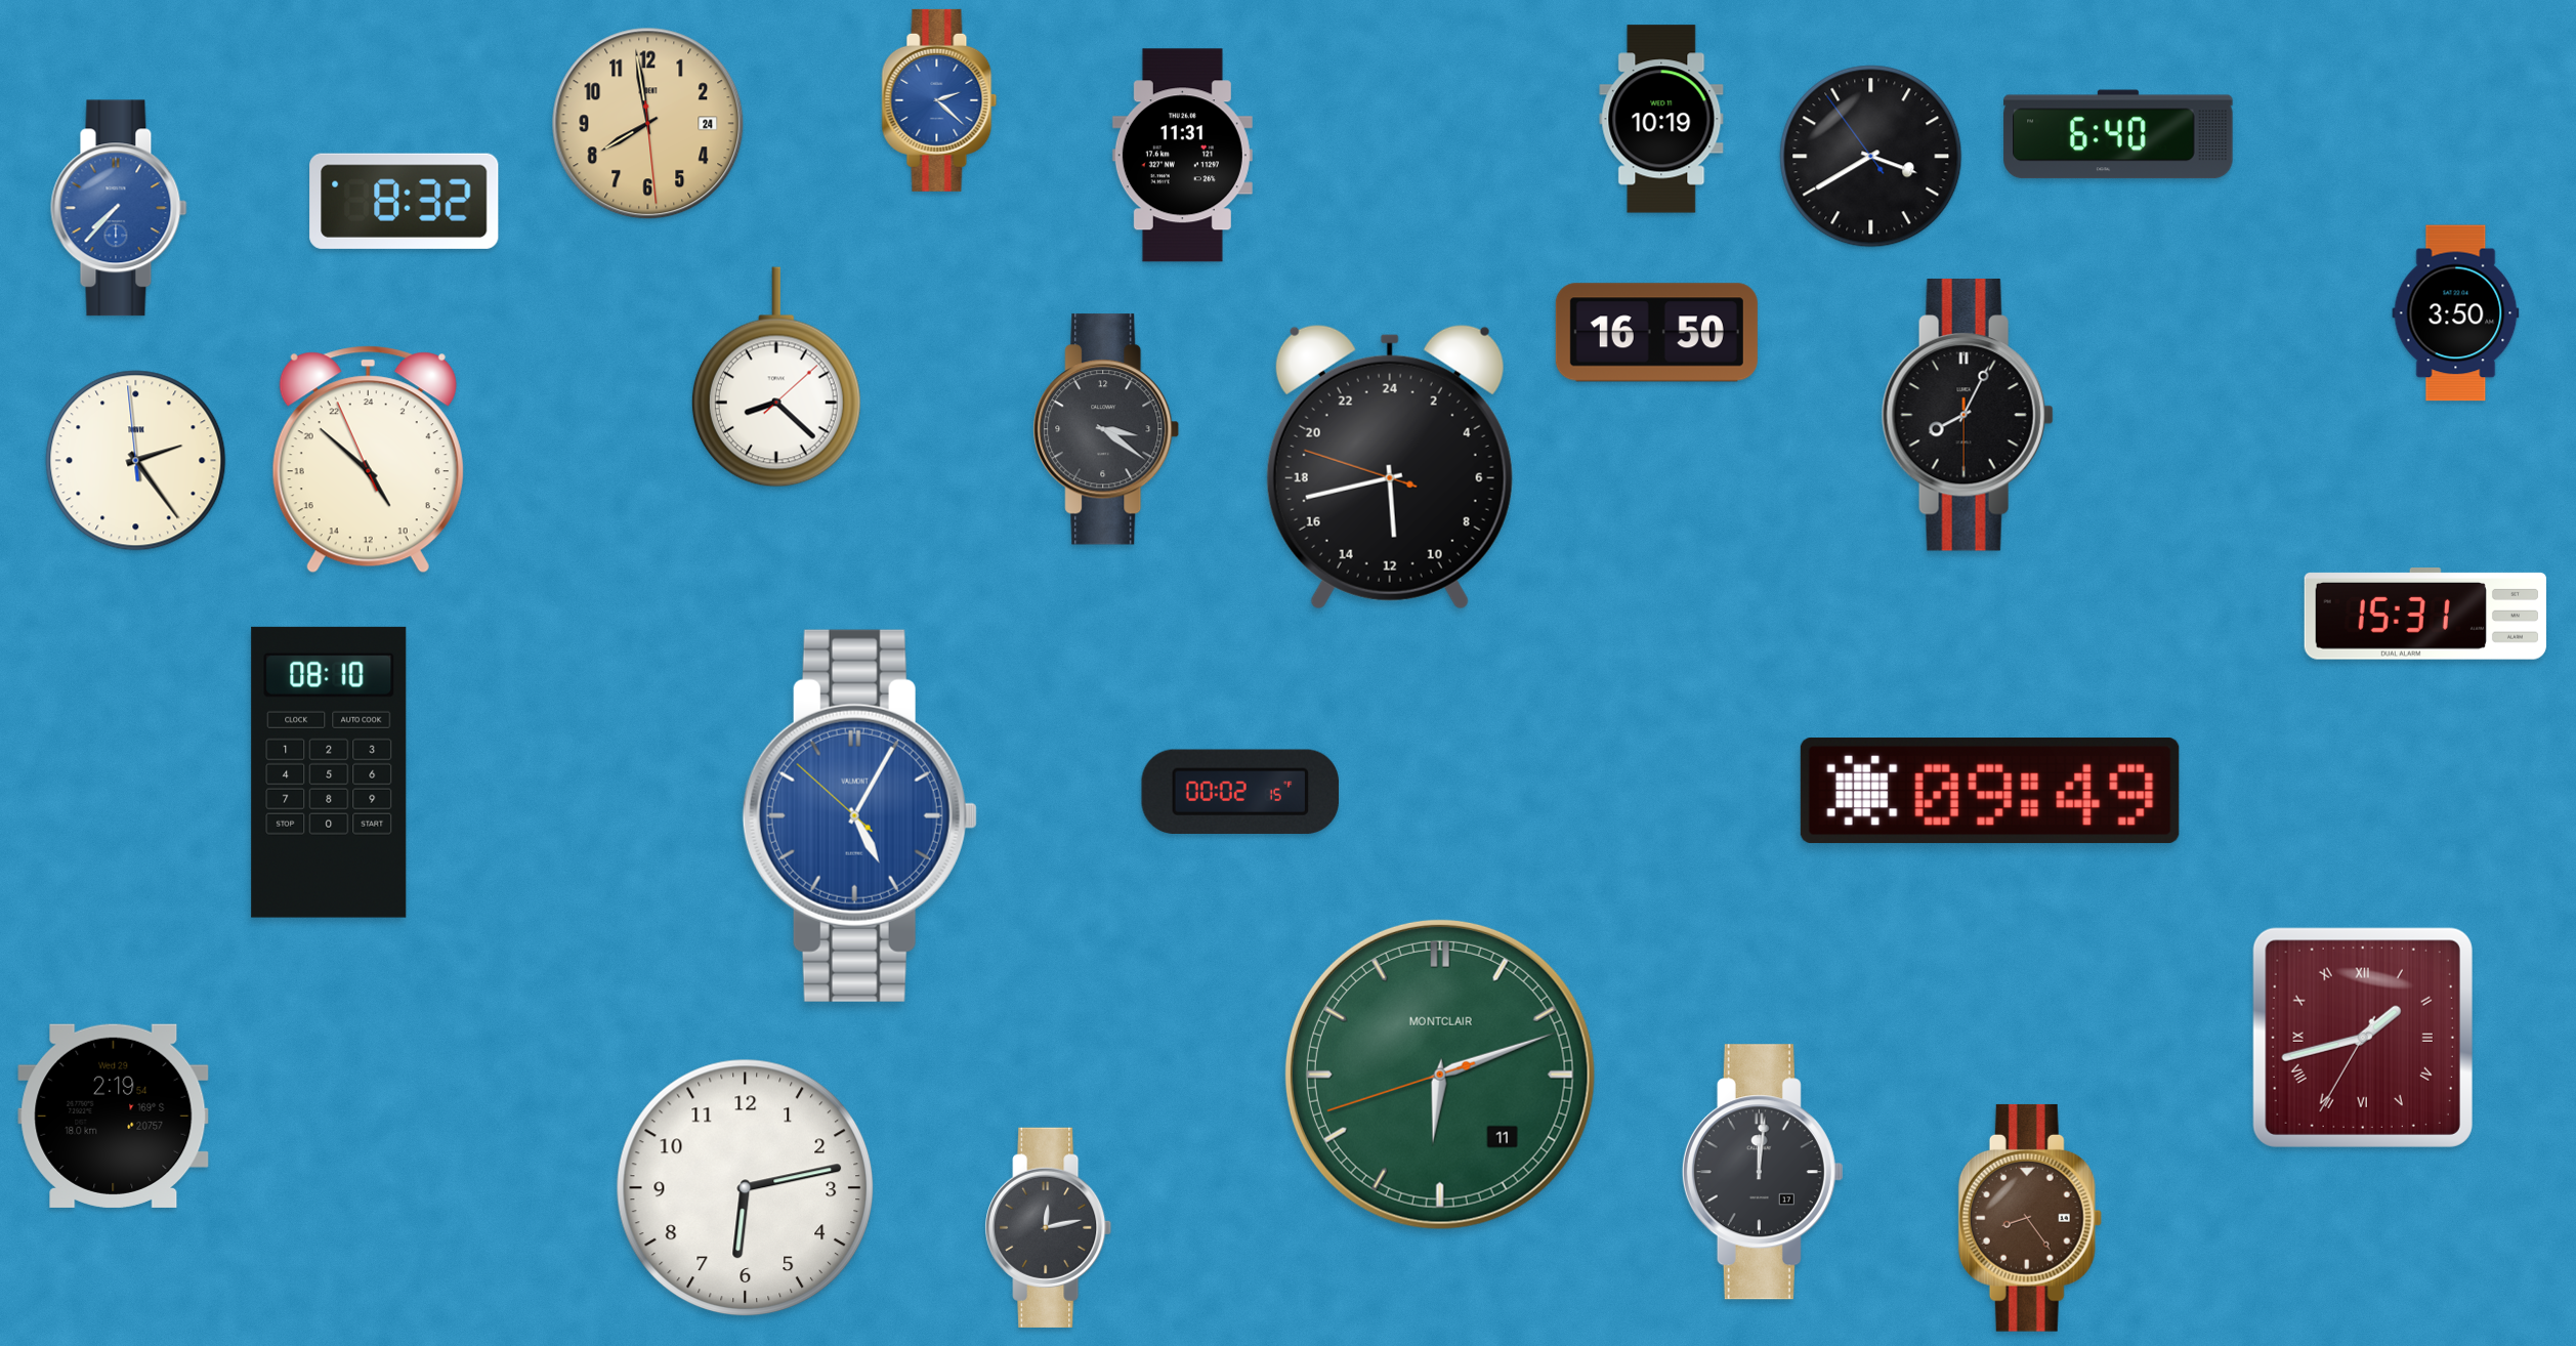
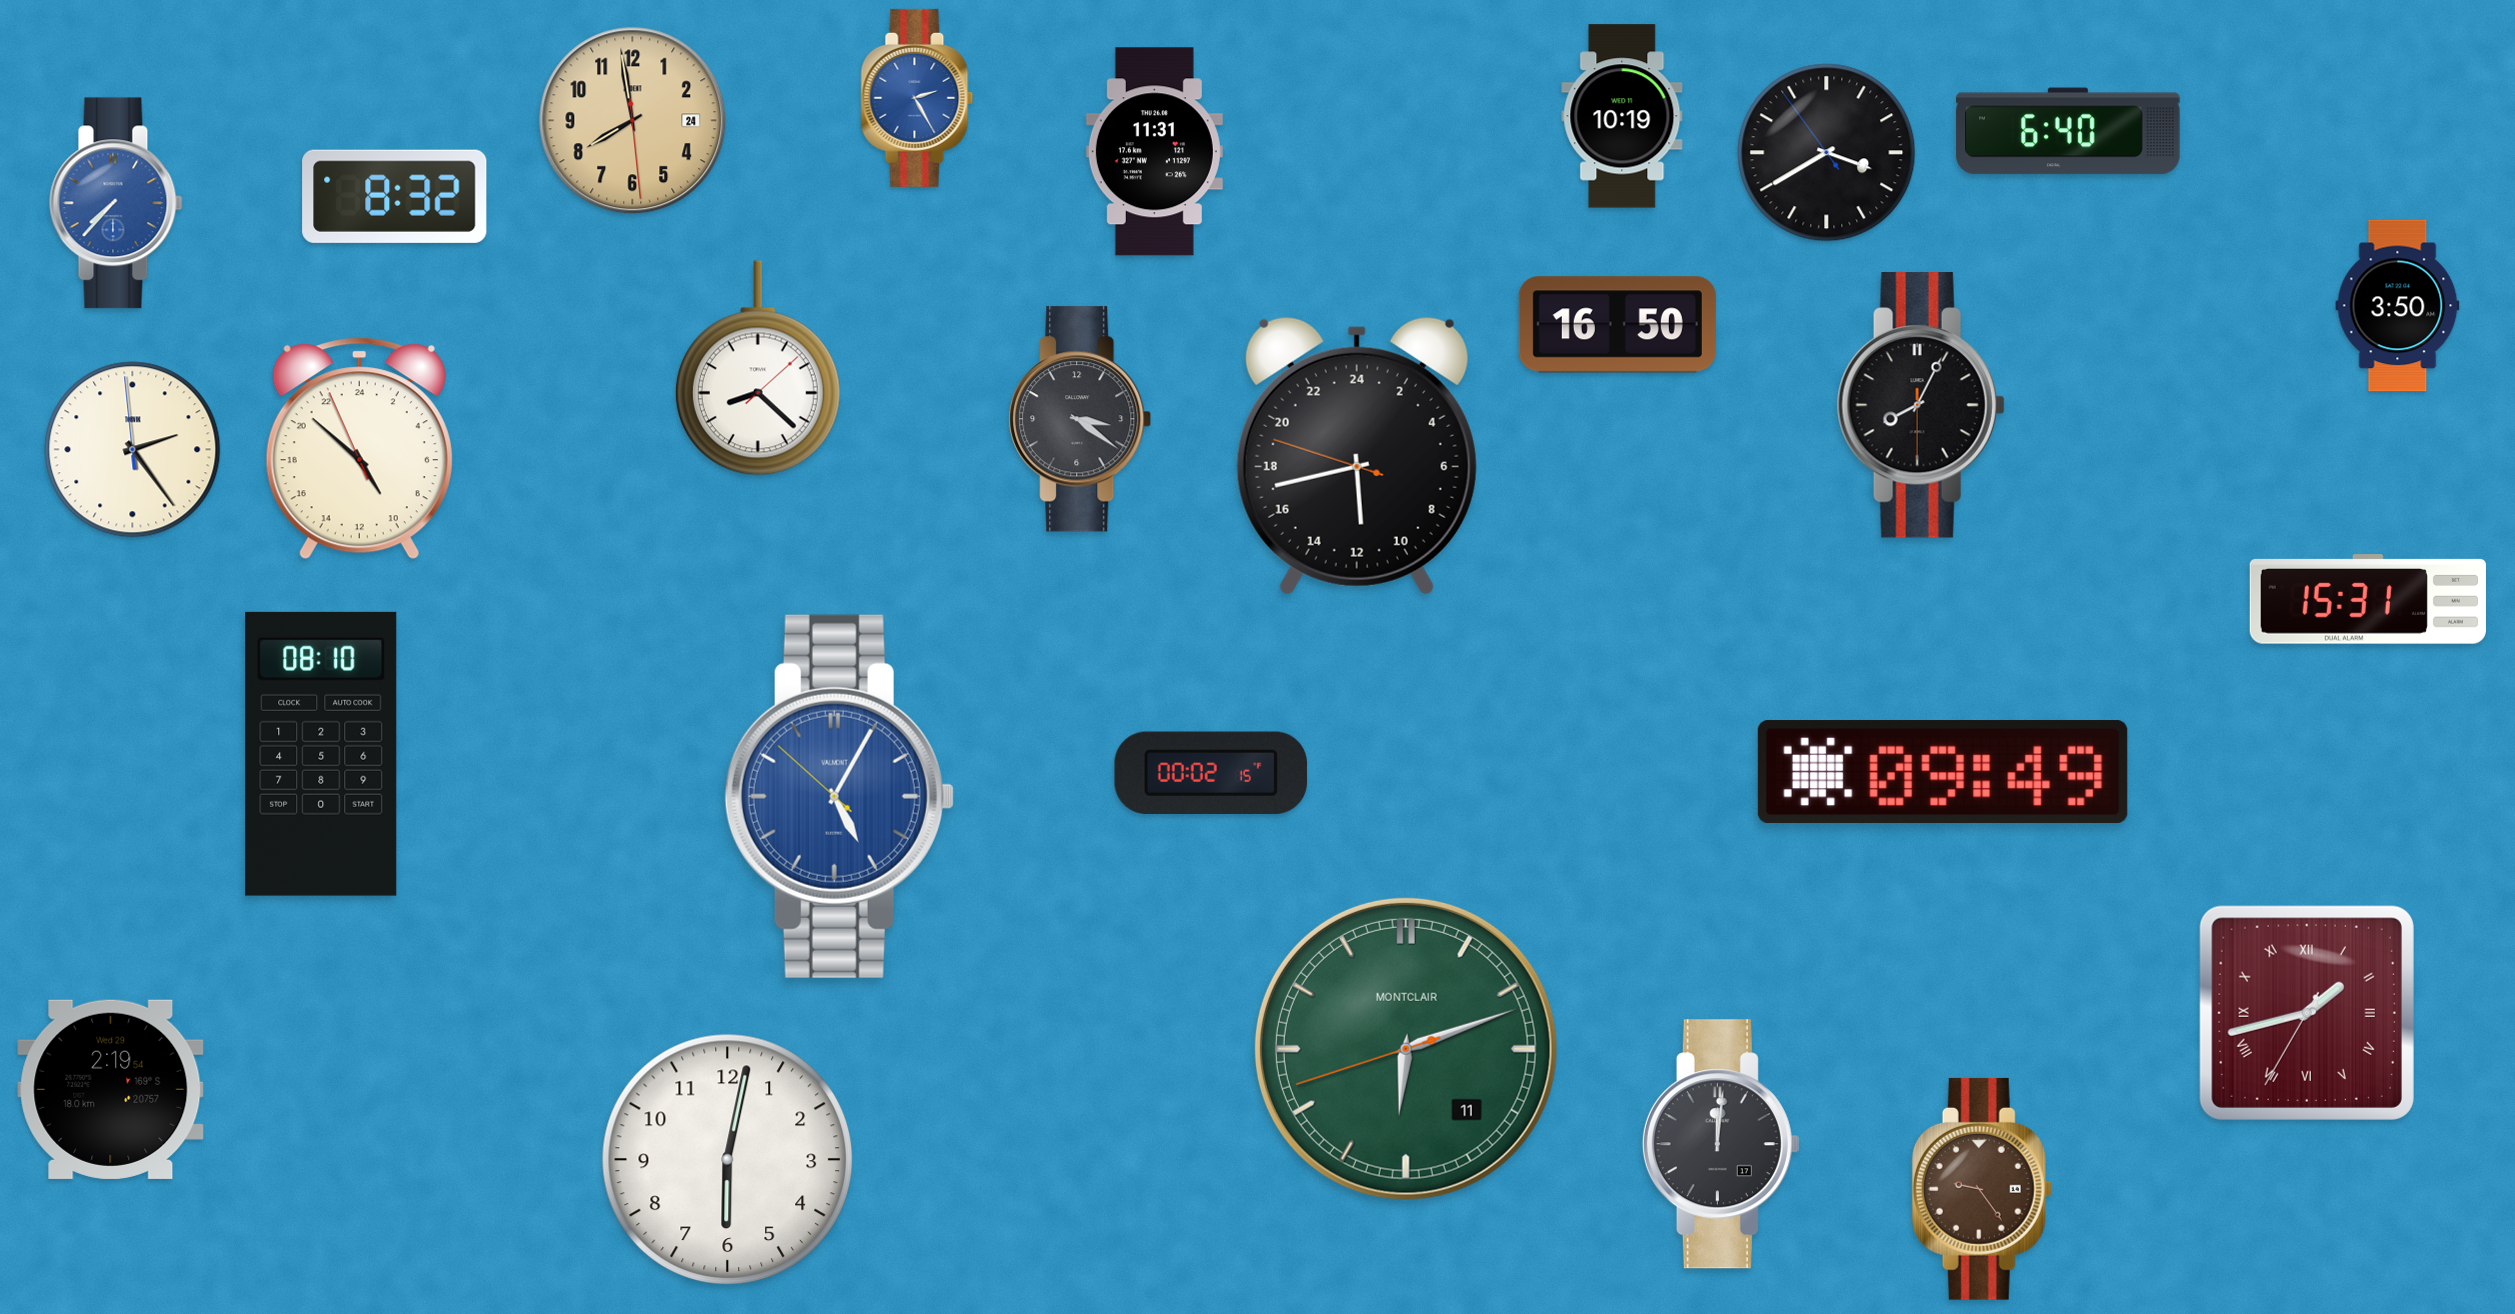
clock at (939, 100): 2:22 -> 2:25
clock at (745, 1187): 6:13 -> 6:02
clock at (2030, 1218): 8:24 -> 9:24
clock at (1049, 1227): 12:13 -> none
